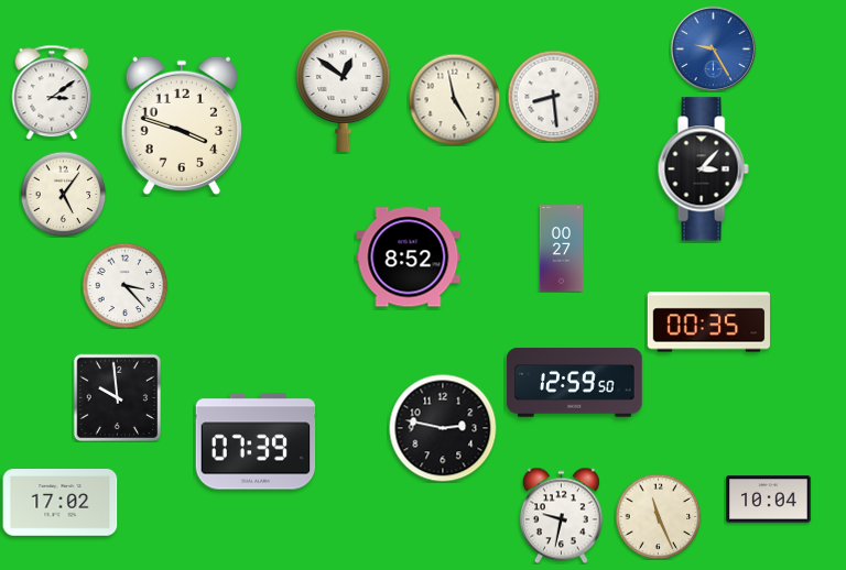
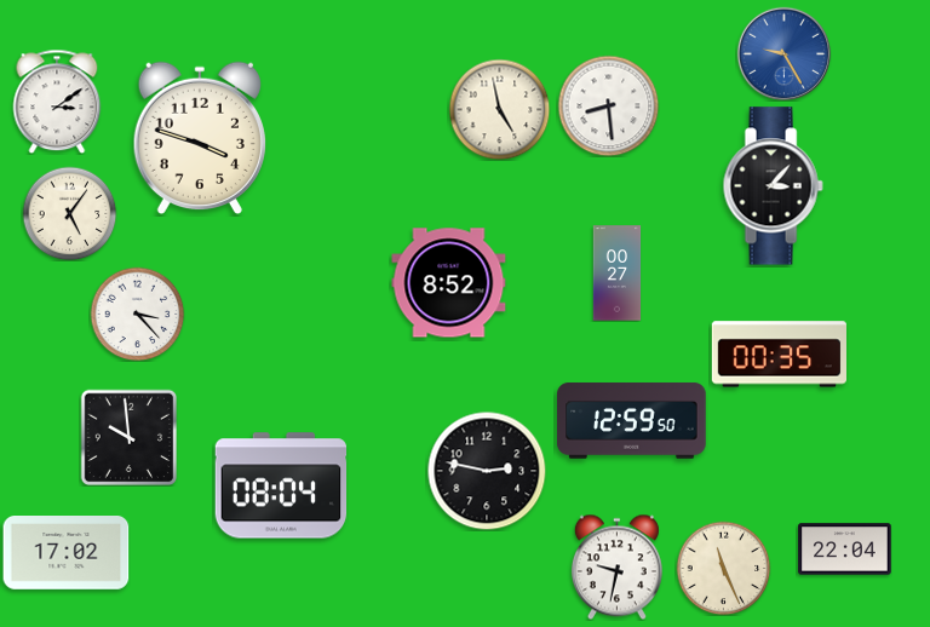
clock at (344, 90): 12:51 -> none
clock at (256, 441): 07:39 -> 08:04
clock at (769, 500): 10:04 -> 22:04
